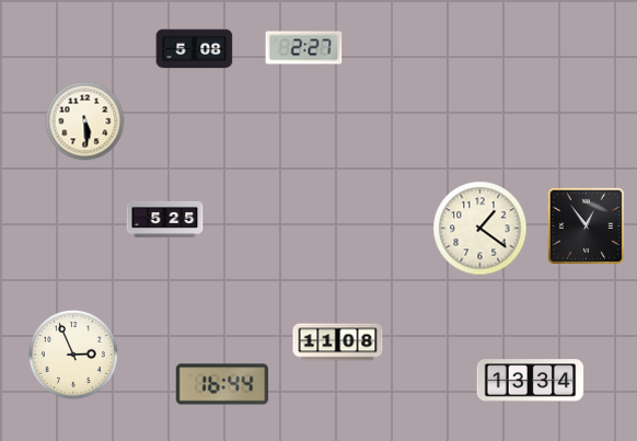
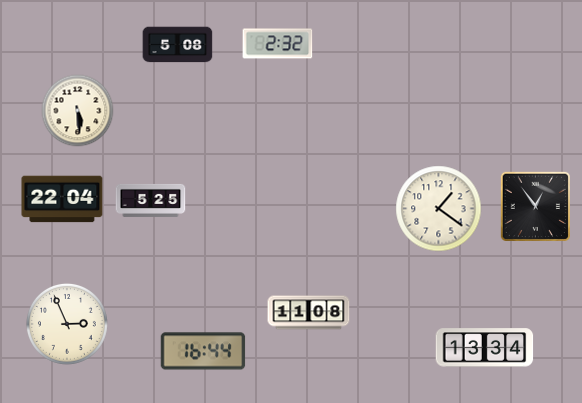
clock at (304, 48): 2:27 -> 2:32
clock at (62, 199): none -> 22:04
